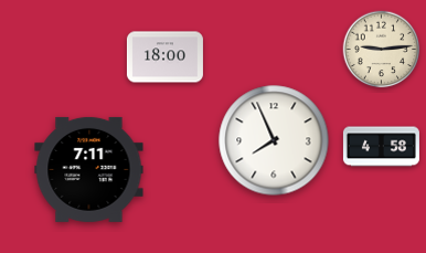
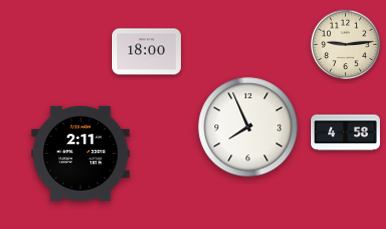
clock at (164, 57) position: (164, 57) -> (146, 52)
clock at (89, 169): 7:11 -> 2:11
